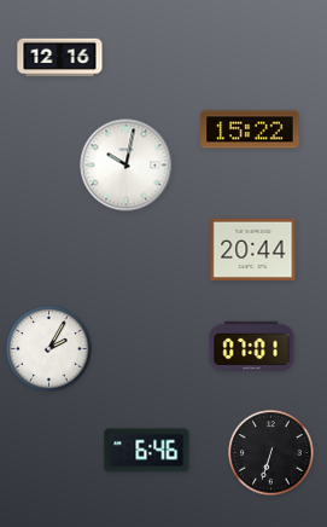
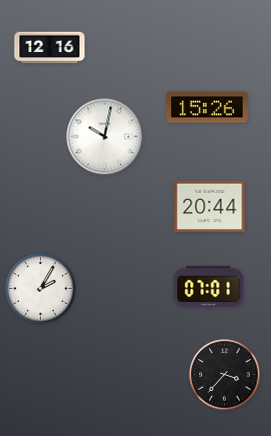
clock at (250, 129): 15:22 -> 15:26
clock at (147, 451): 6:46 -> none
clock at (271, 453): 6:33 -> 3:37
